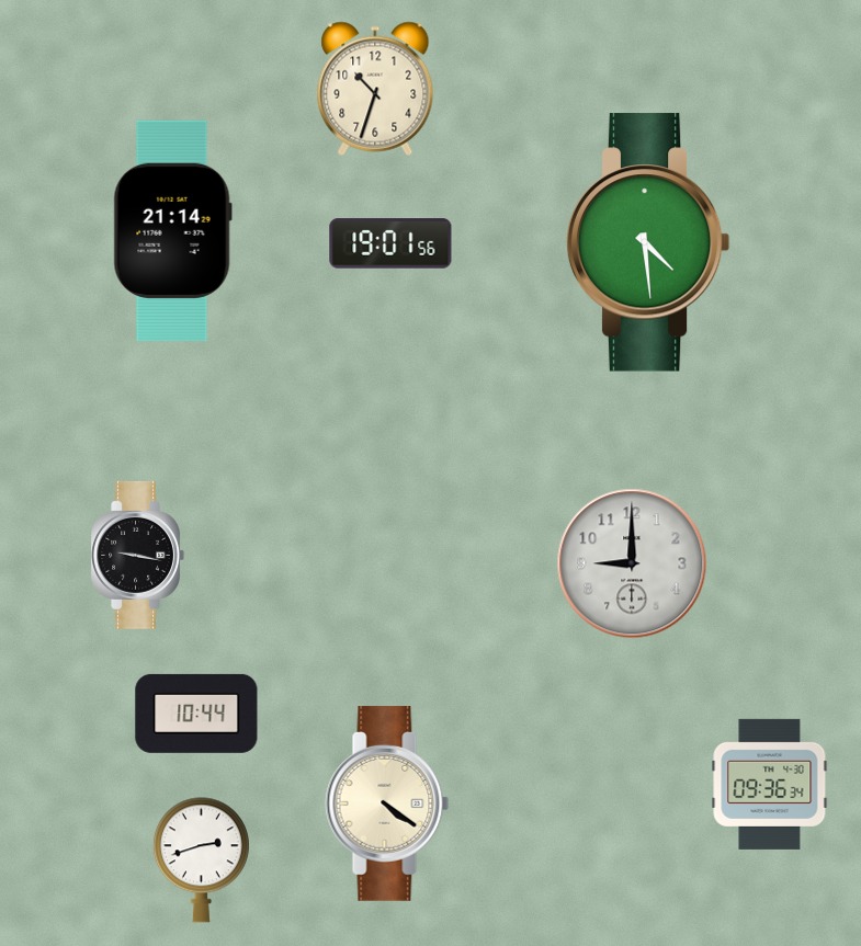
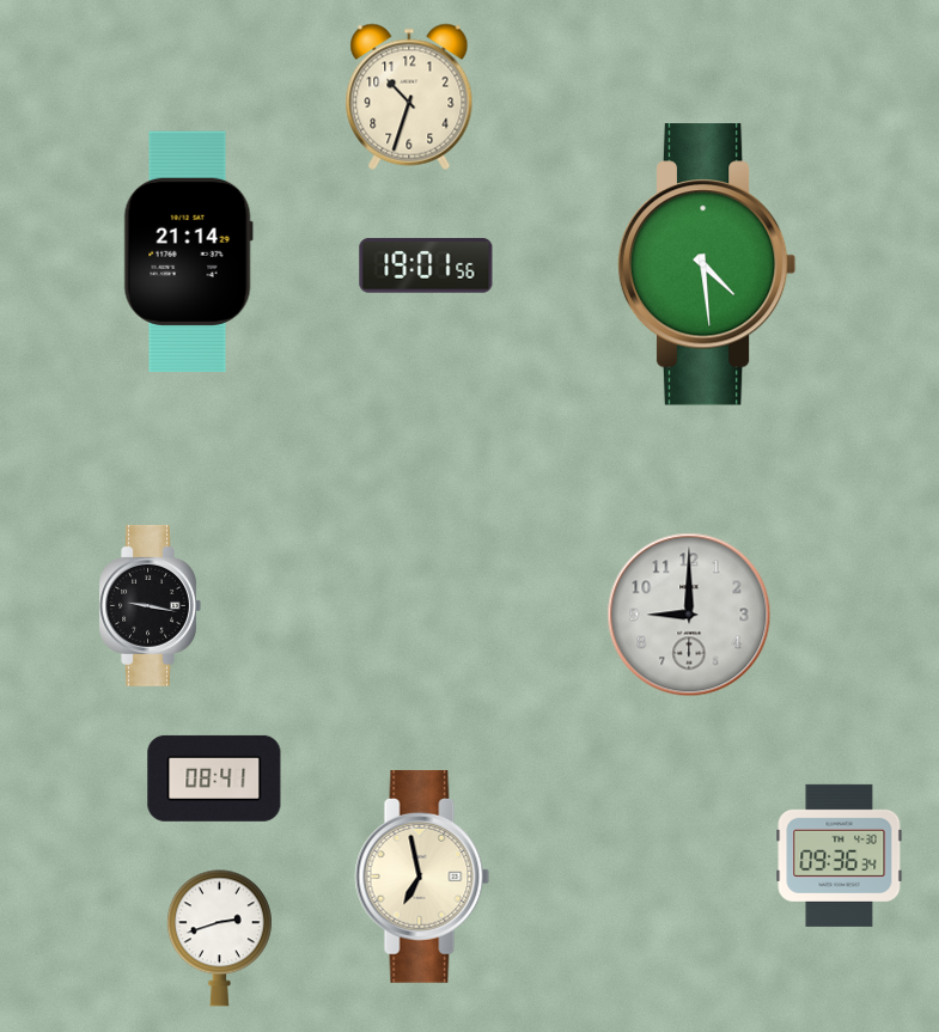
clock at (196, 714): 10:44 -> 08:41
clock at (387, 803): 4:21 -> 6:58
